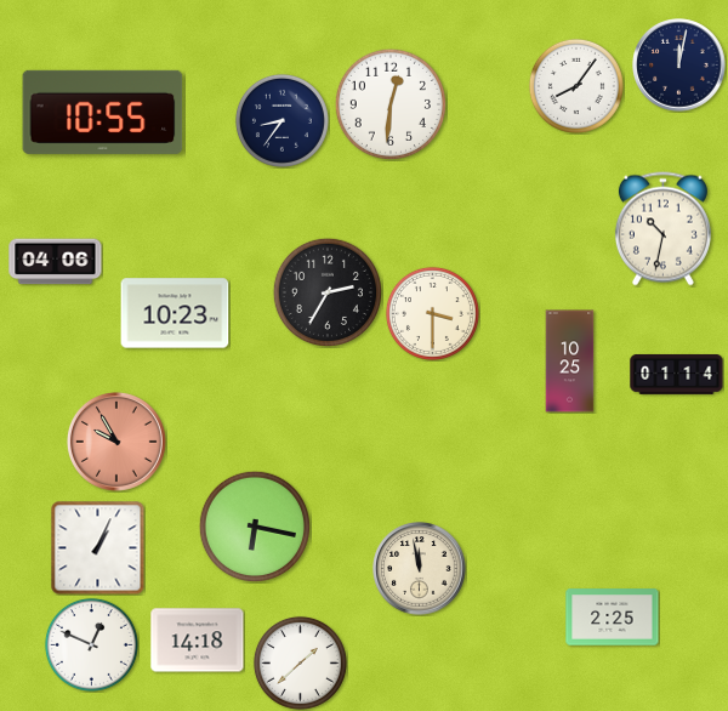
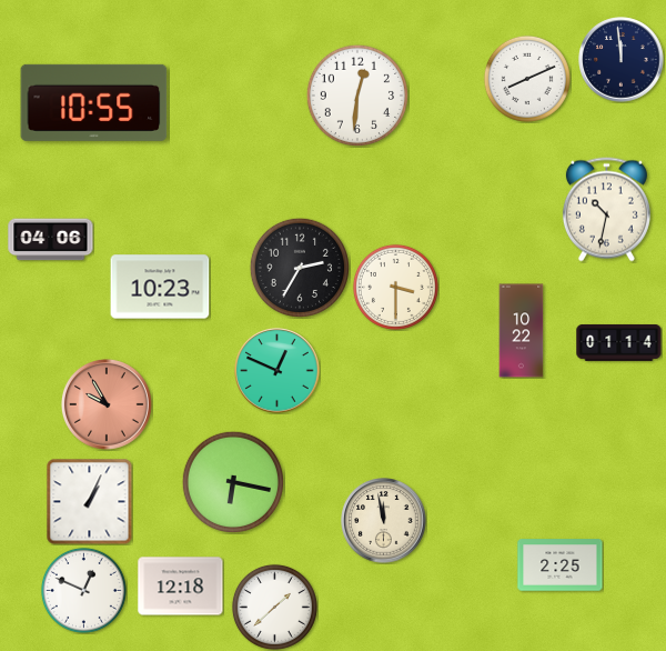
clock at (679, 66): 12:02 -> 11:59
clock at (576, 86): 8:06 -> 8:11
clock at (281, 120): 8:36 -> none
clock at (570, 362): 10:25 -> 10:22
clock at (277, 371): none -> 12:49
clock at (198, 641): 14:18 -> 12:18
